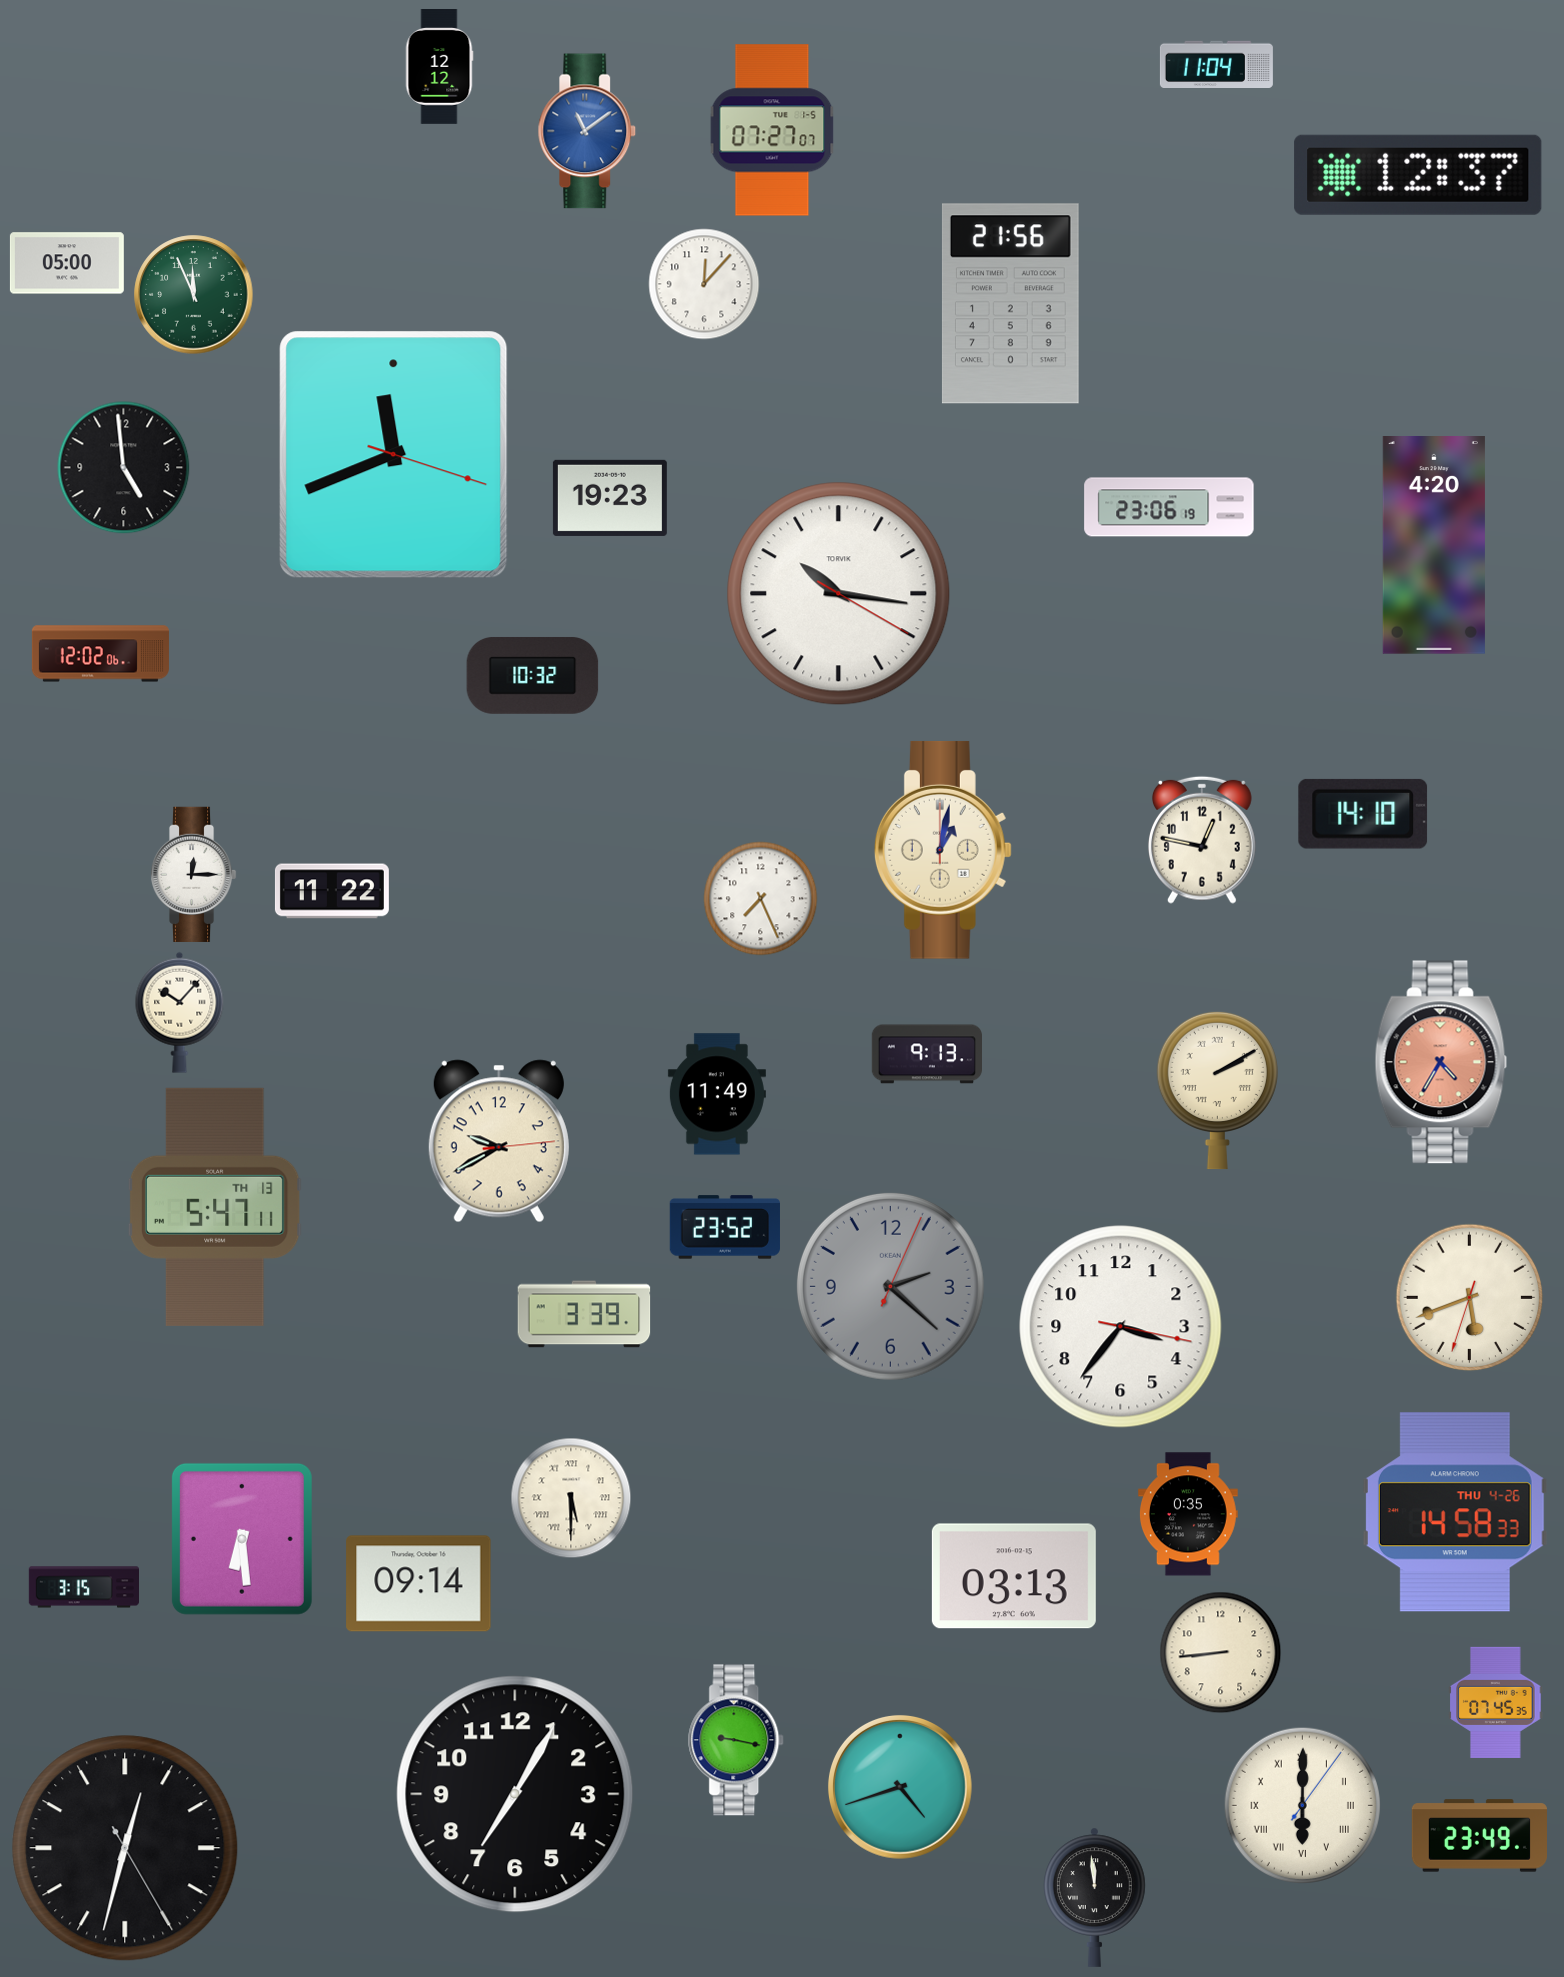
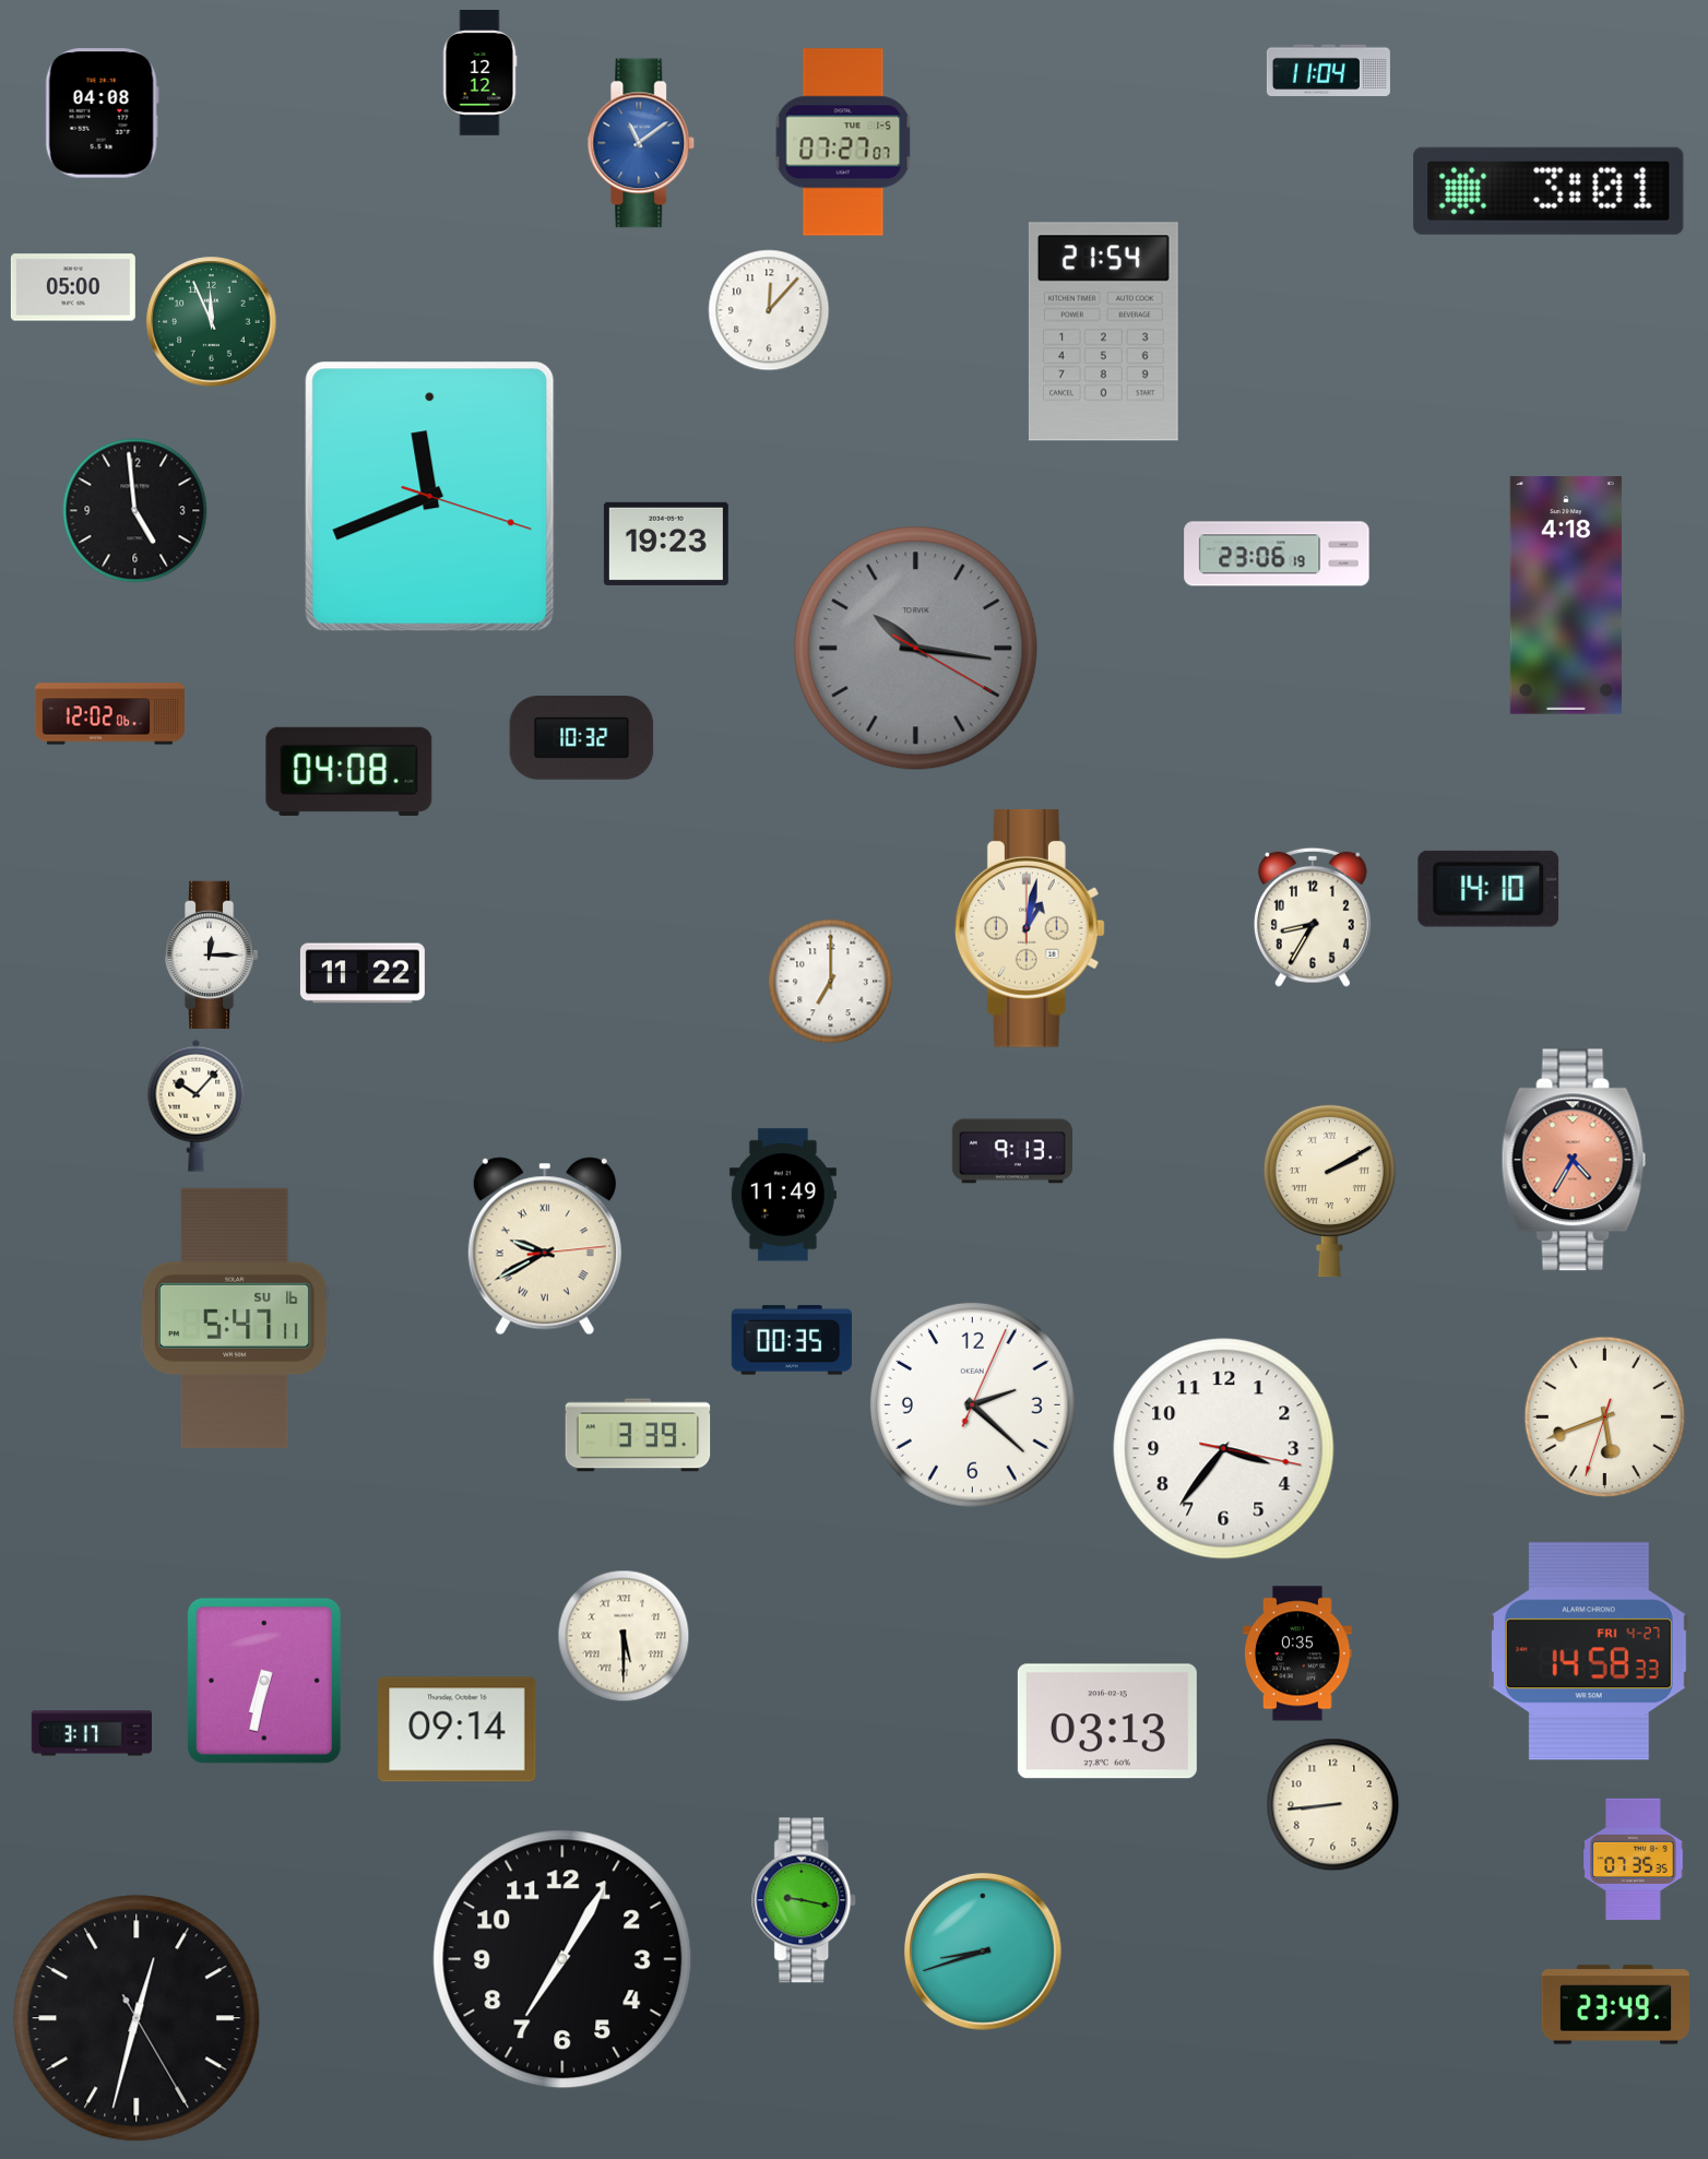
clock at (102, 114): none -> 04:08
clock at (1418, 175): 12:37 -> 3:01
clock at (1010, 304): 21:56 -> 21:54
clock at (1434, 546): 4:20 -> 4:18
clock at (839, 594) dial: white -> grey
clock at (349, 771): none -> 04:08
clock at (1202, 840): 12:47 -> 8:35
clock at (761, 899): 7:26 -> 7:00
clock at (499, 1141) numerals: Arabic -> Roman
clock at (215, 1207) date: TH 13 -> SU 16
clock at (725, 1227): 23:52 -> 00:35
clock at (890, 1286) dial: grey -> white
clock at (1455, 1512) date: THU 4-26 -> FRI 4-27
clock at (242, 1539): 6:29 -> 6:32
clock at (83, 1587): 3:15 -> 3:17
clock at (1496, 1702): 07:45 -> 07:35
clock at (900, 1787): 4:42 -> 8:42
clock at (1302, 1805): 6:00 -> none
clock at (1095, 1897): 11:59 -> none
